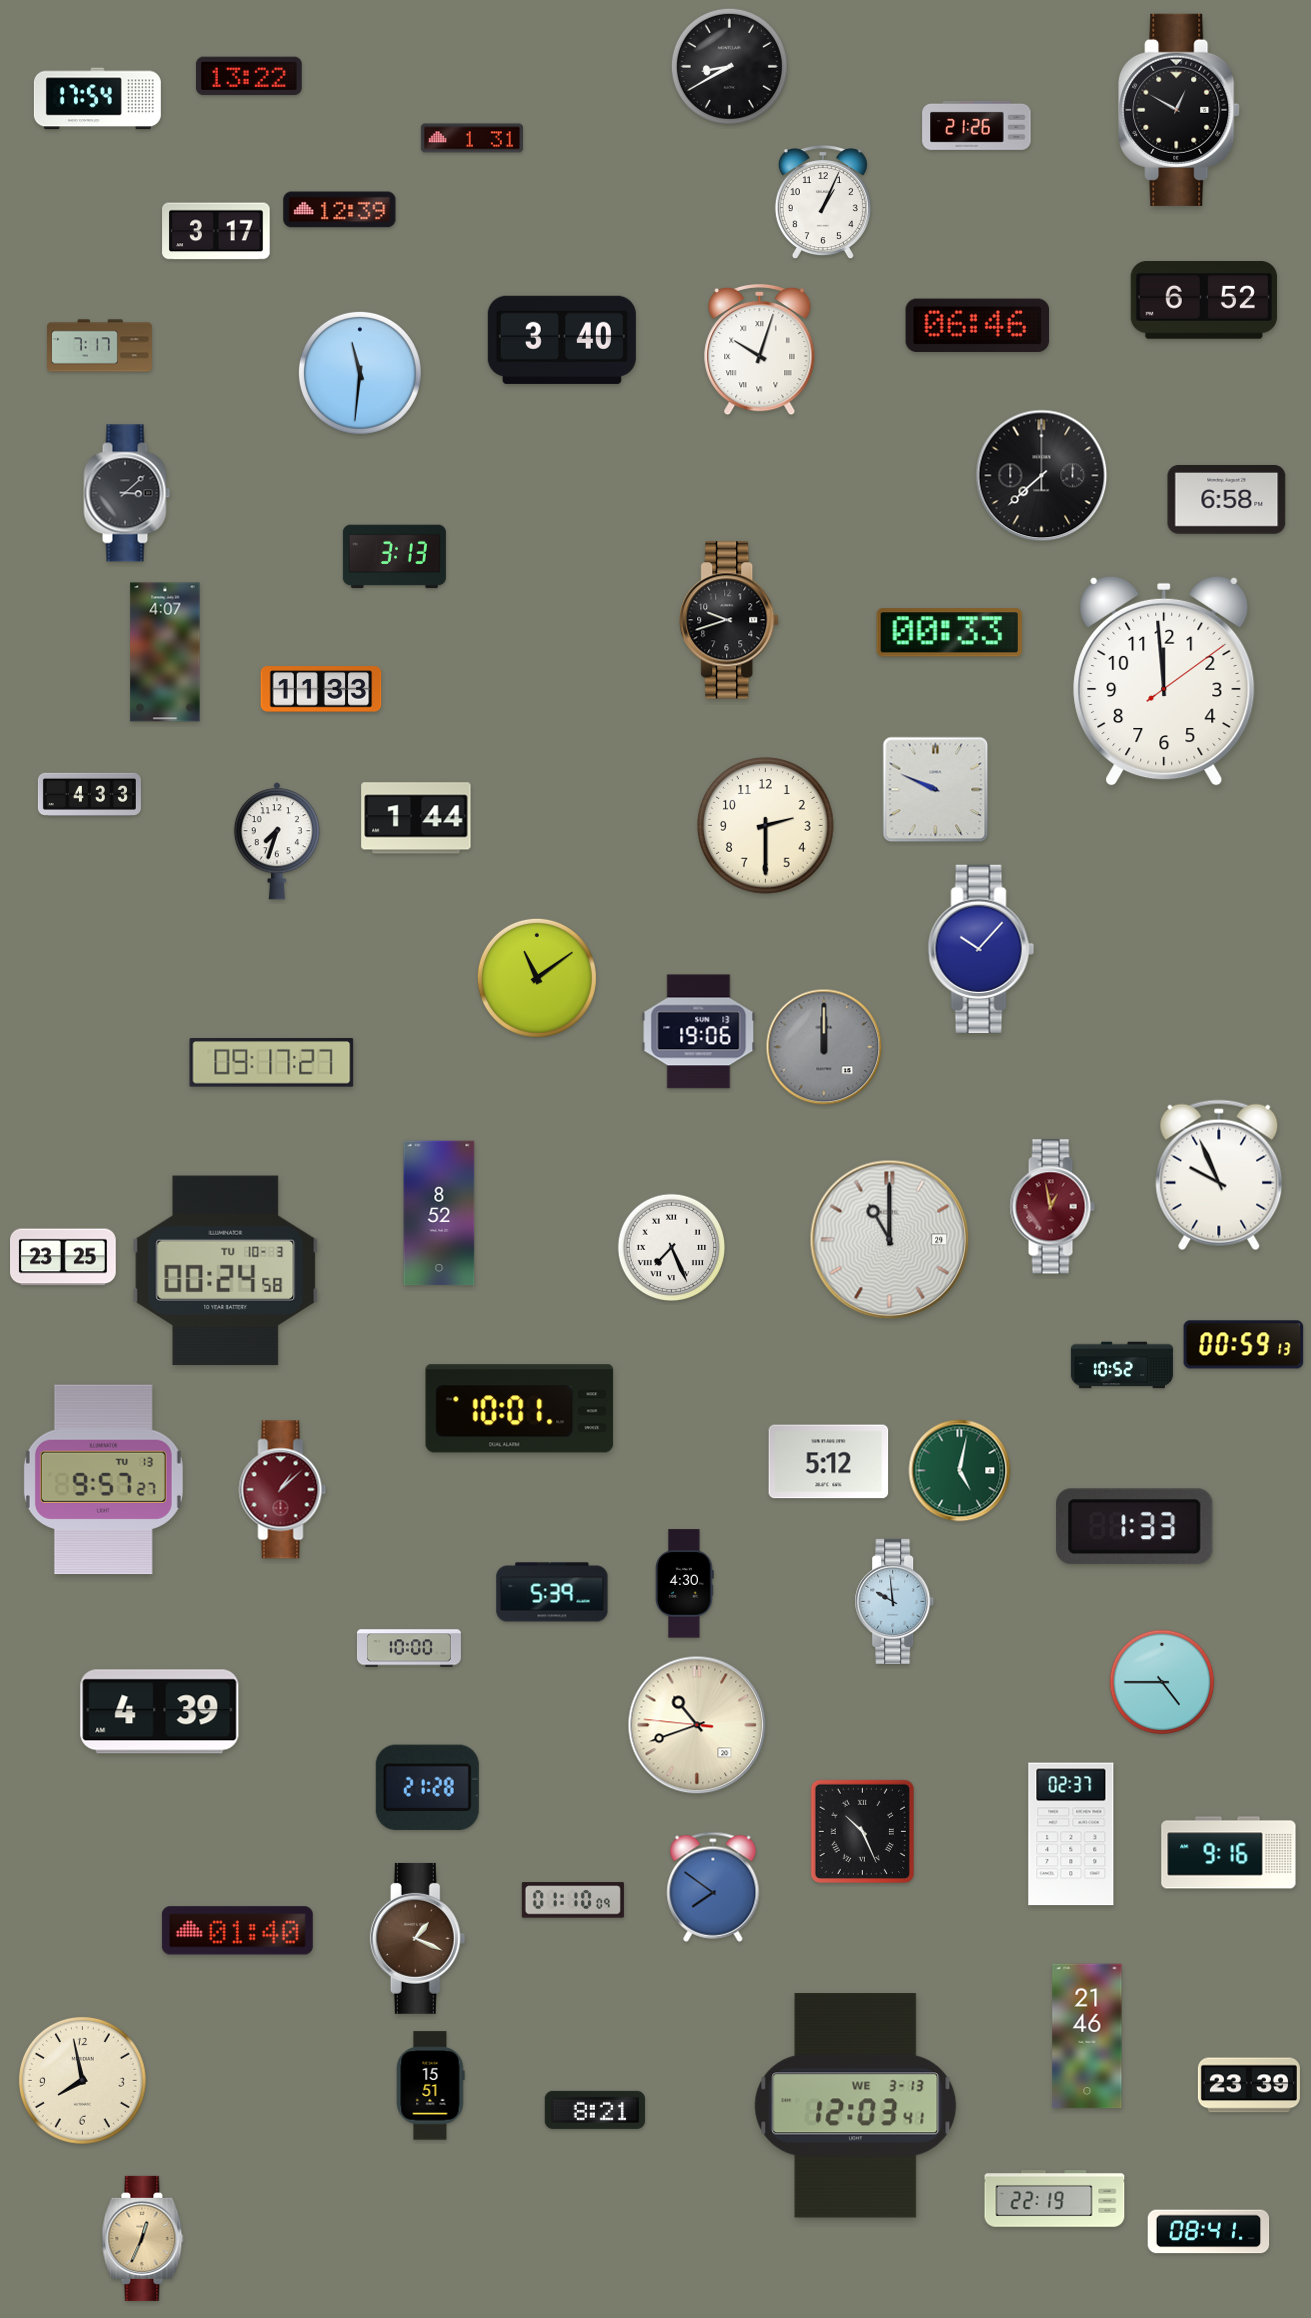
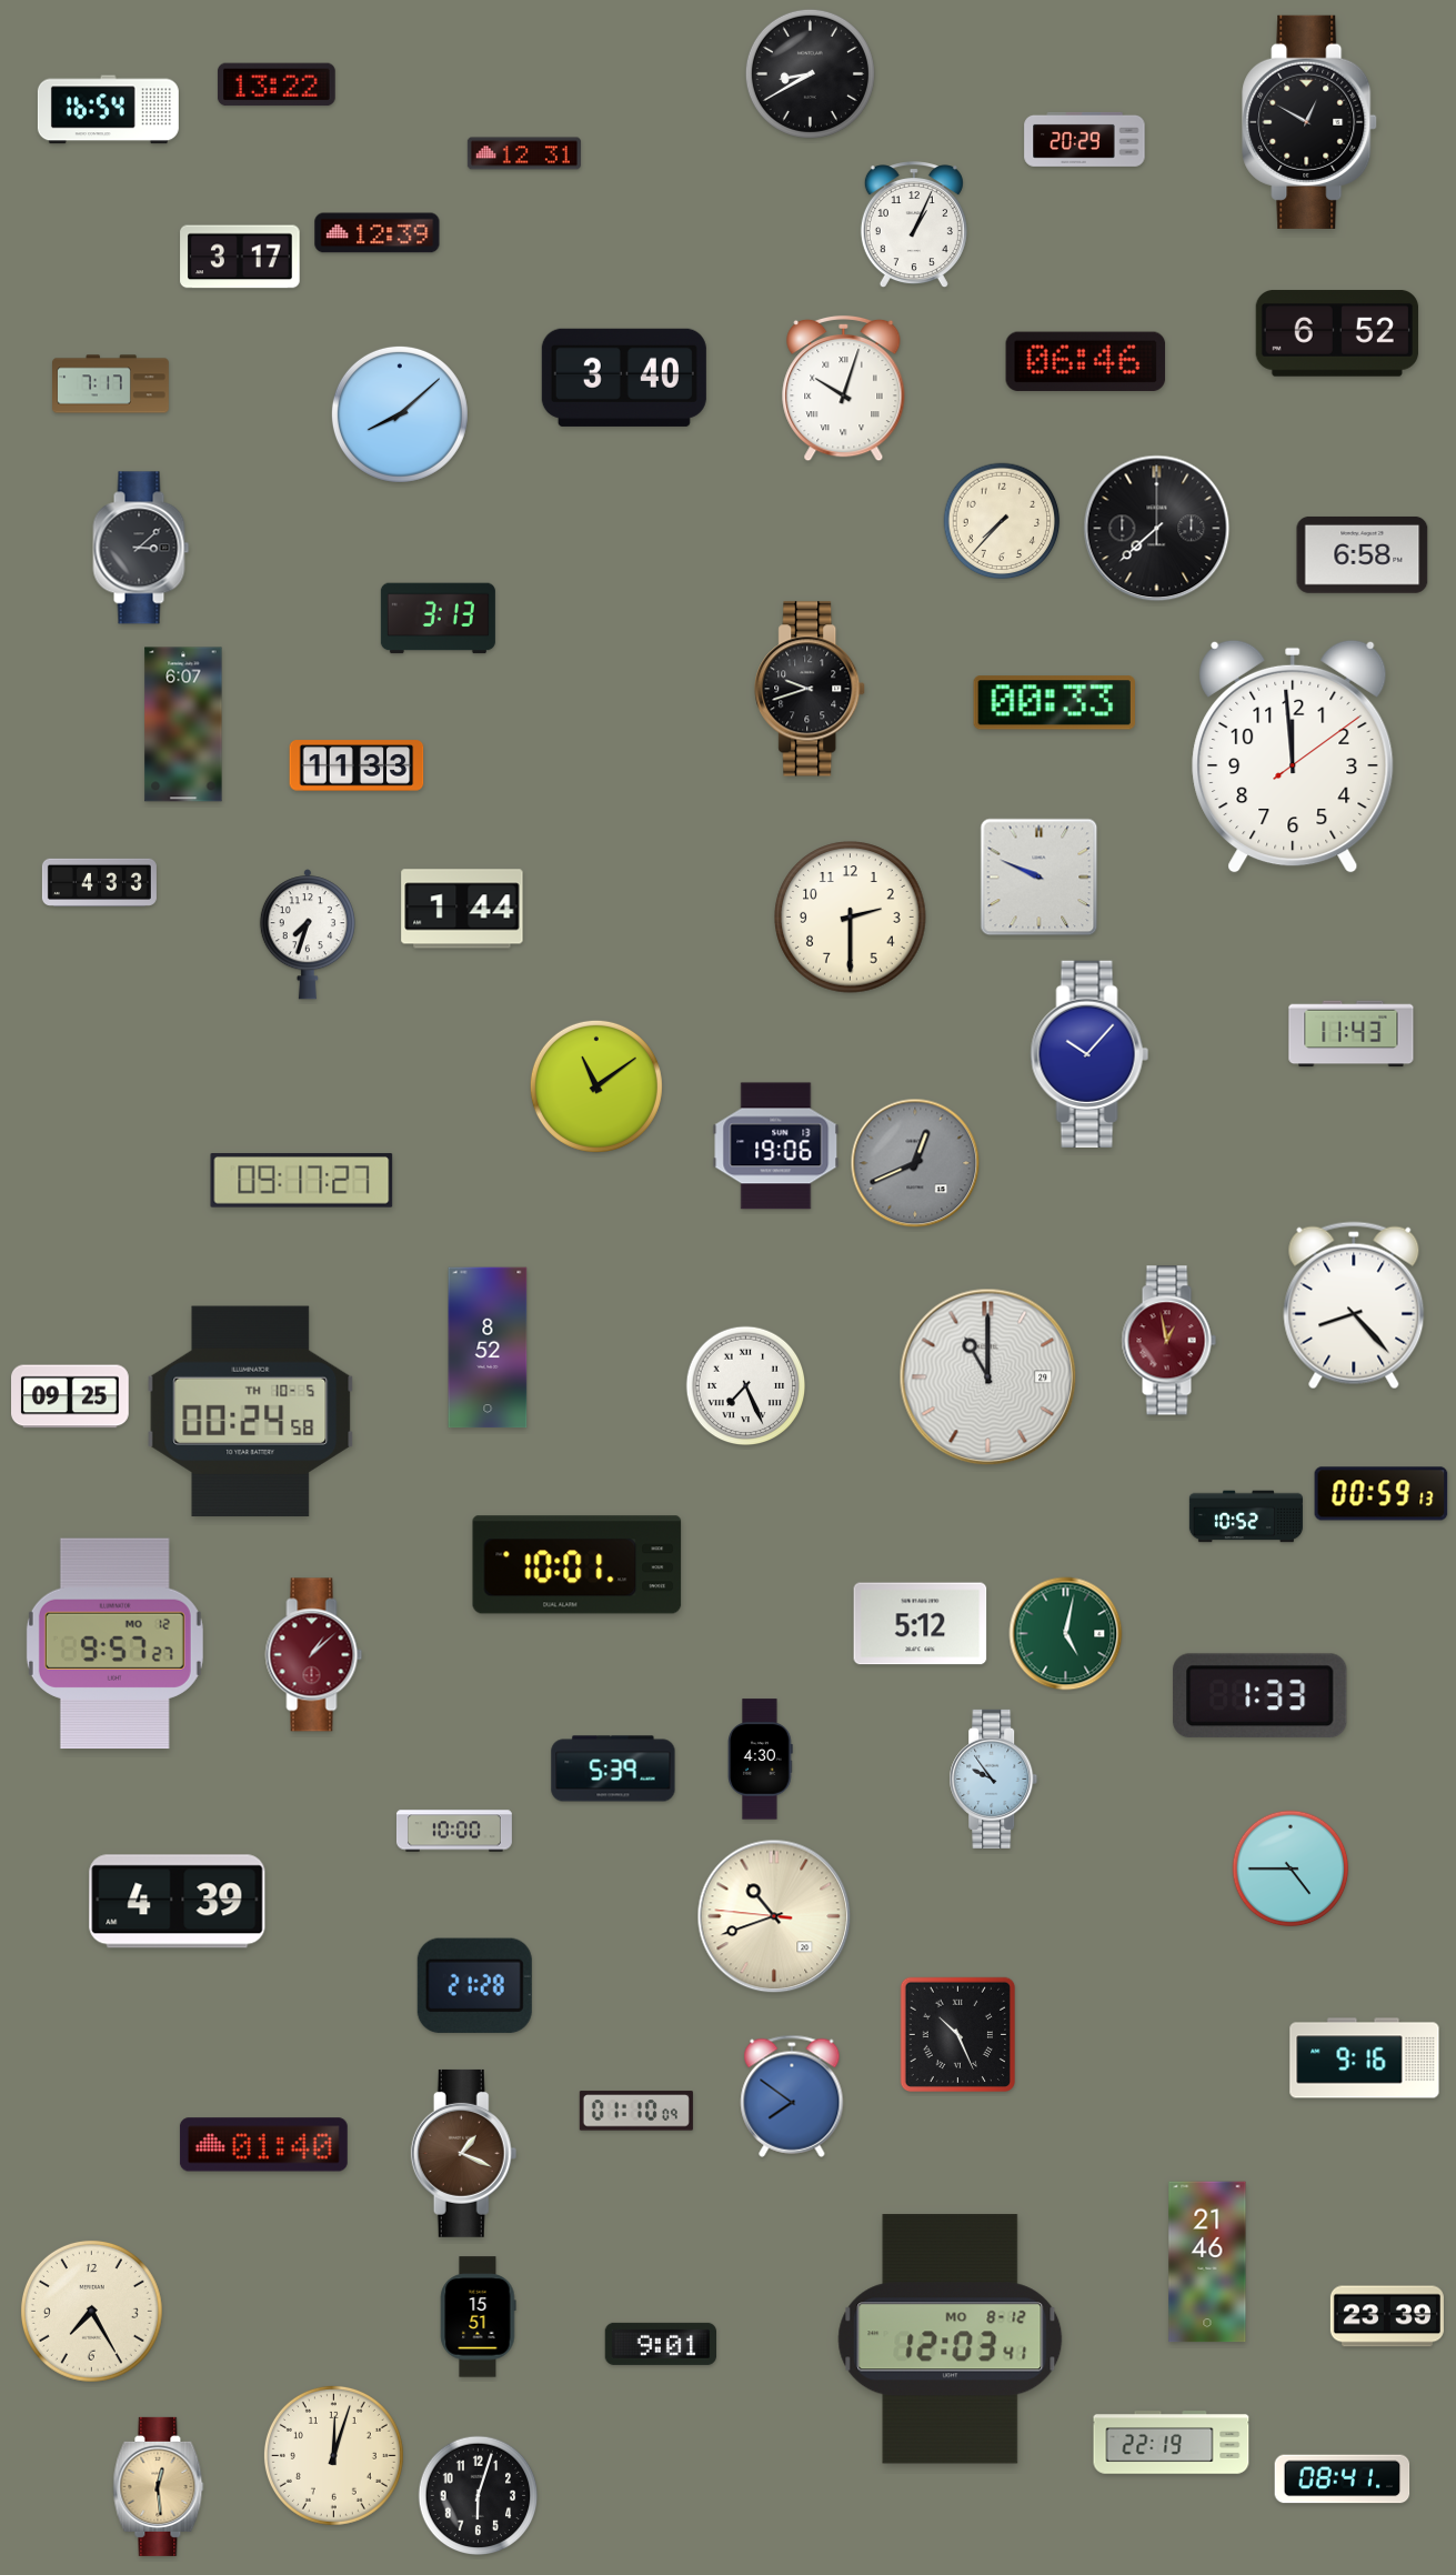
clock at (97, 99): 17:54 -> 16:54
clock at (977, 125): 21:26 -> 20:29
clock at (472, 138): 1:31 -> 12:31
clock at (360, 373): 11:31 -> 8:08
clock at (1002, 521): none -> 7:37
clock at (165, 652): 4:07 -> 6:07
clock at (1352, 1034): none -> 11:43
clock at (824, 1047): 12:00 -> 12:41
clock at (1219, 1175): 9:56 -> 8:23
clock at (64, 1257): 23:25 -> 09:25
clock at (226, 1271) date: TU 10-3 -> TH 10-5
clock at (103, 1480) date: TU 13 -> MO 12
clock at (895, 1601): 9:59 -> 9:54
clock at (1071, 1834): 02:37 -> none
clock at (82, 2080): 7:58 -> 7:25
clock at (856, 2106) date: WE 3-13 -> MO 8-12
clock at (594, 2110): 8:21 -> 9:01
clock at (333, 2455): none -> 12:03
clock at (143, 2238): 12:34 -> 12:29
clock at (479, 2496): none -> 6:03
